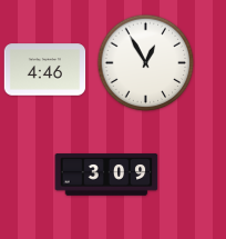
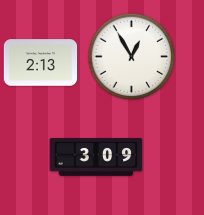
clock at (45, 70): 4:46 -> 2:13
